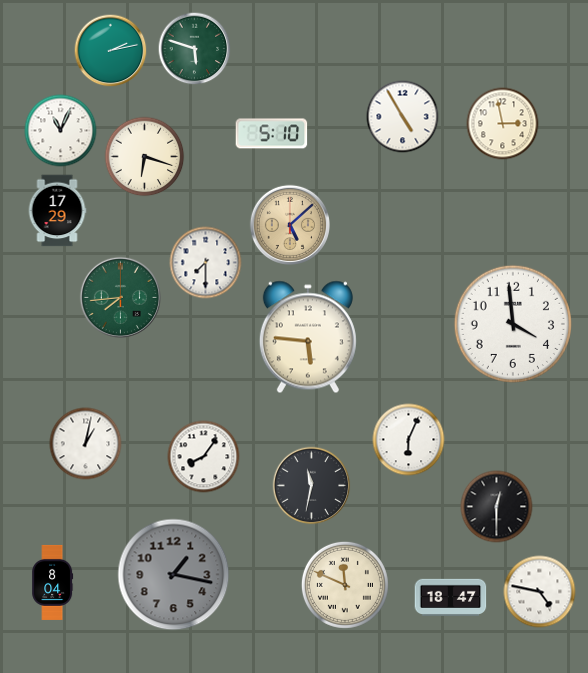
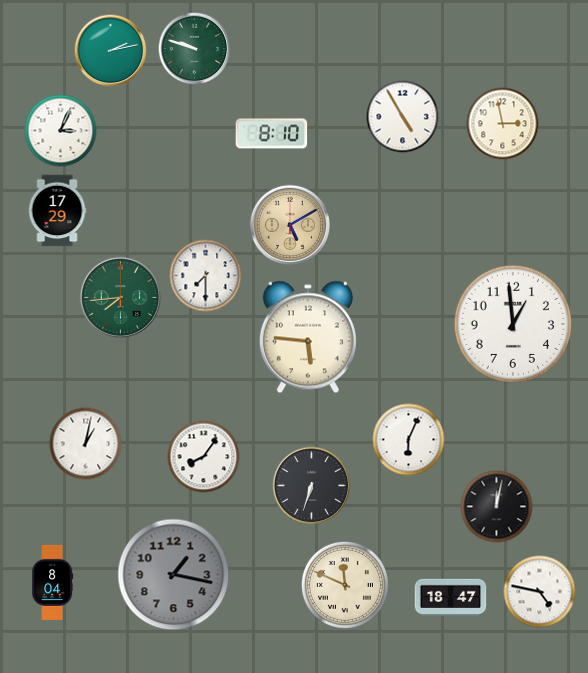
clock at (195, 49): 5:48 -> 9:48
clock at (61, 131): 11:04 -> 3:04
clock at (272, 134): 5:10 -> 8:10
clock at (145, 157): 6:18 -> none
clock at (289, 224): 5:08 -> 5:10
clock at (206, 263) position: (206, 263) -> (206, 276)
clock at (512, 323): 3:59 -> 12:59
clock at (312, 486): 11:32 -> 6:33
clock at (497, 507): 12:30 -> 12:02
